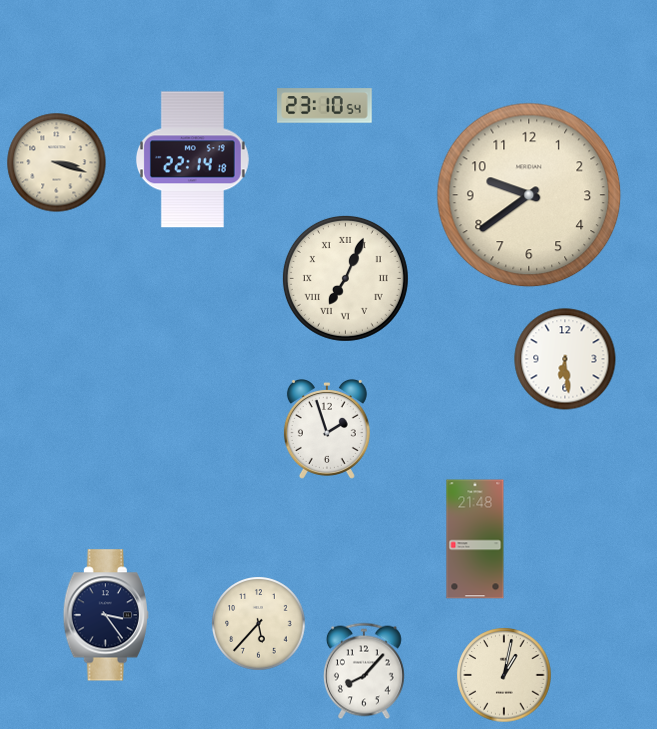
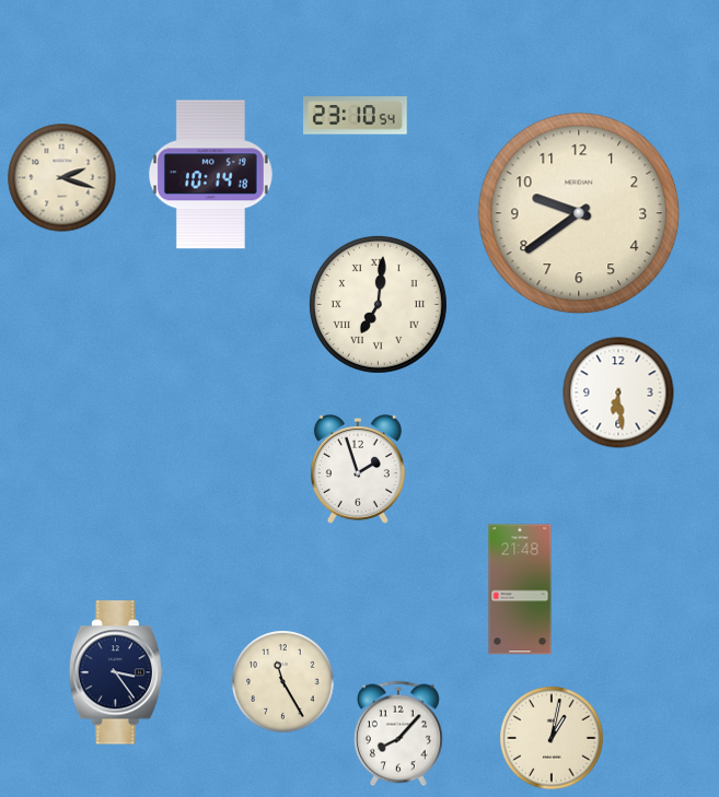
clock at (192, 160): 22:14 -> 10:14
clock at (57, 163): 3:18 -> 2:18
clock at (345, 278): 7:04 -> 7:01
clock at (259, 624): 5:37 -> 11:25
